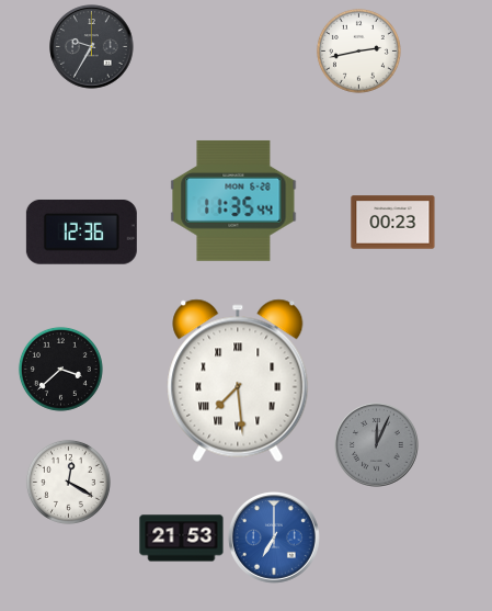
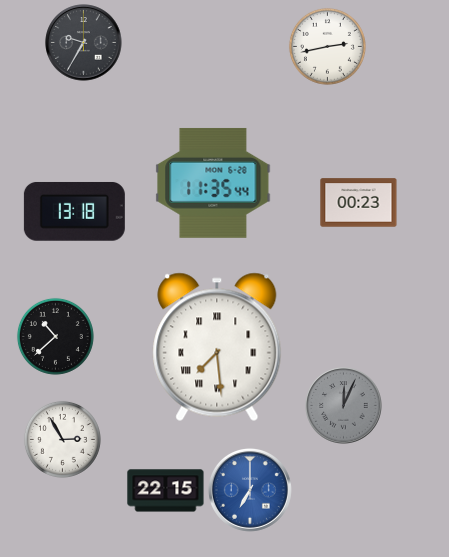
clock at (81, 231): 12:36 -> 13:18
clock at (60, 369): 3:38 -> 10:38
clock at (68, 482): 12:20 -> 2:55
clock at (182, 539): 21:53 -> 22:15
